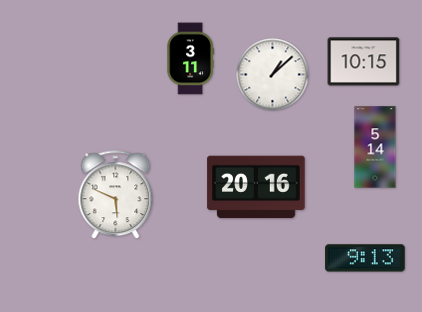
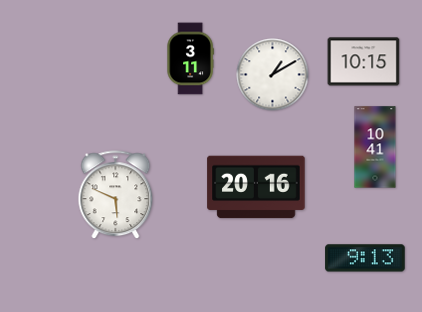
clock at (273, 75): 1:08 -> 1:10
clock at (375, 147): 5:14 -> 10:41
